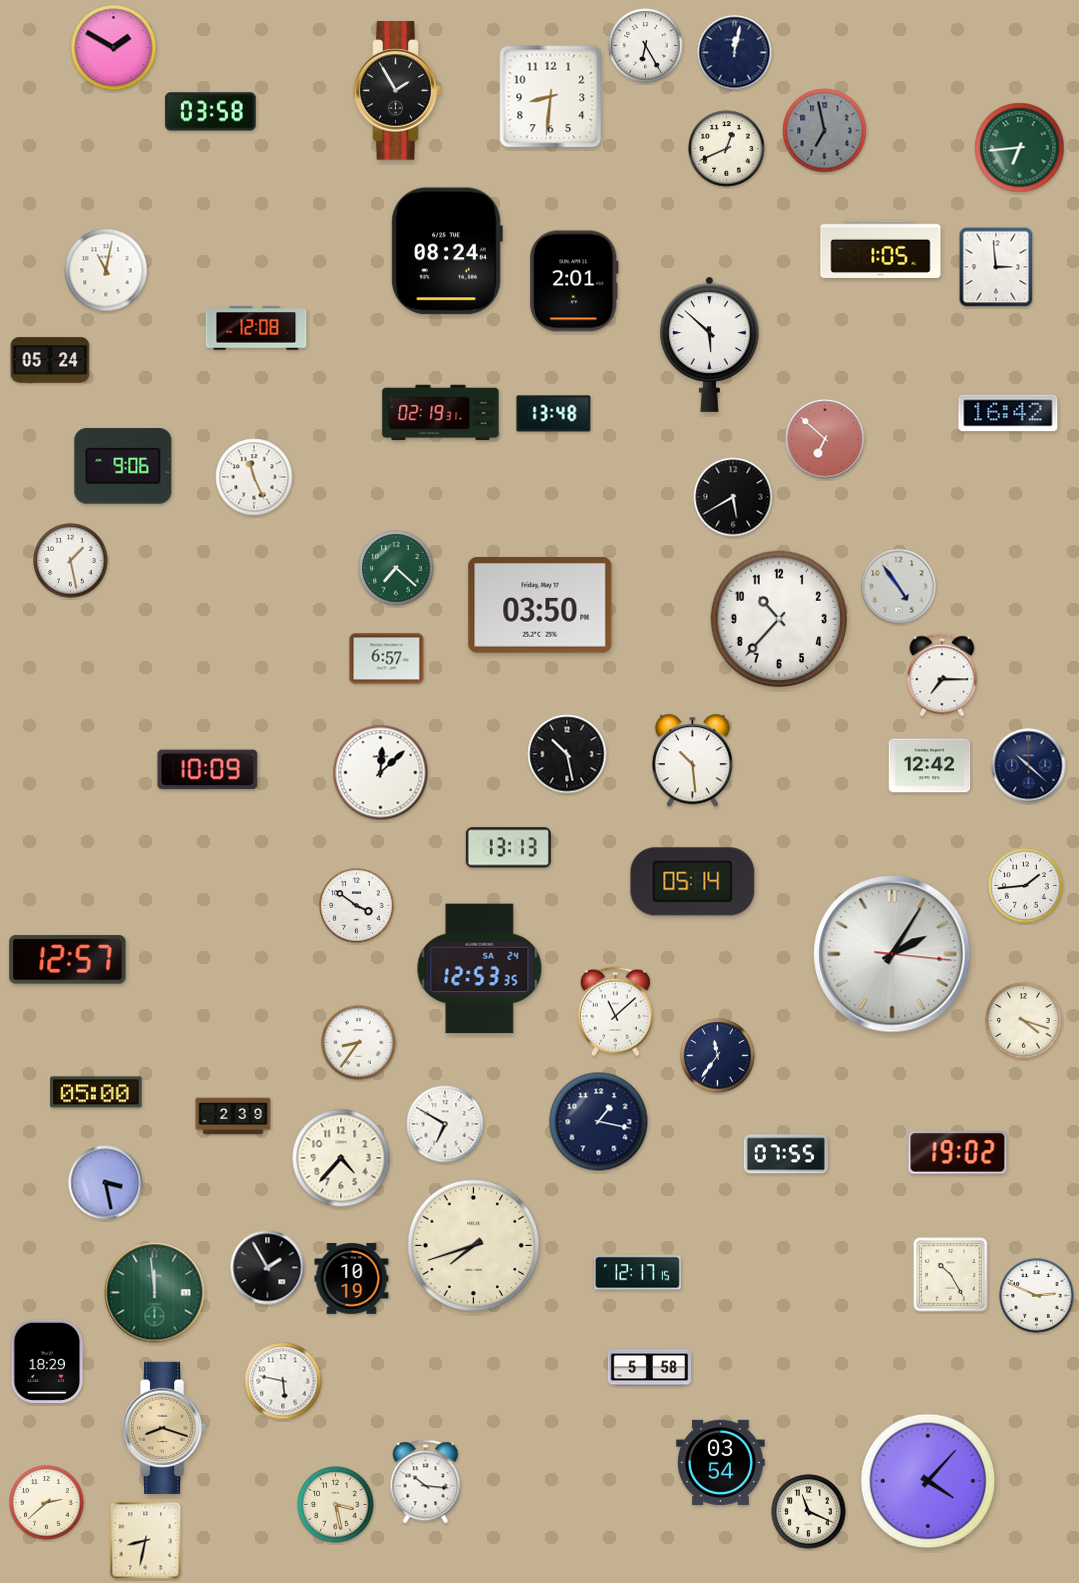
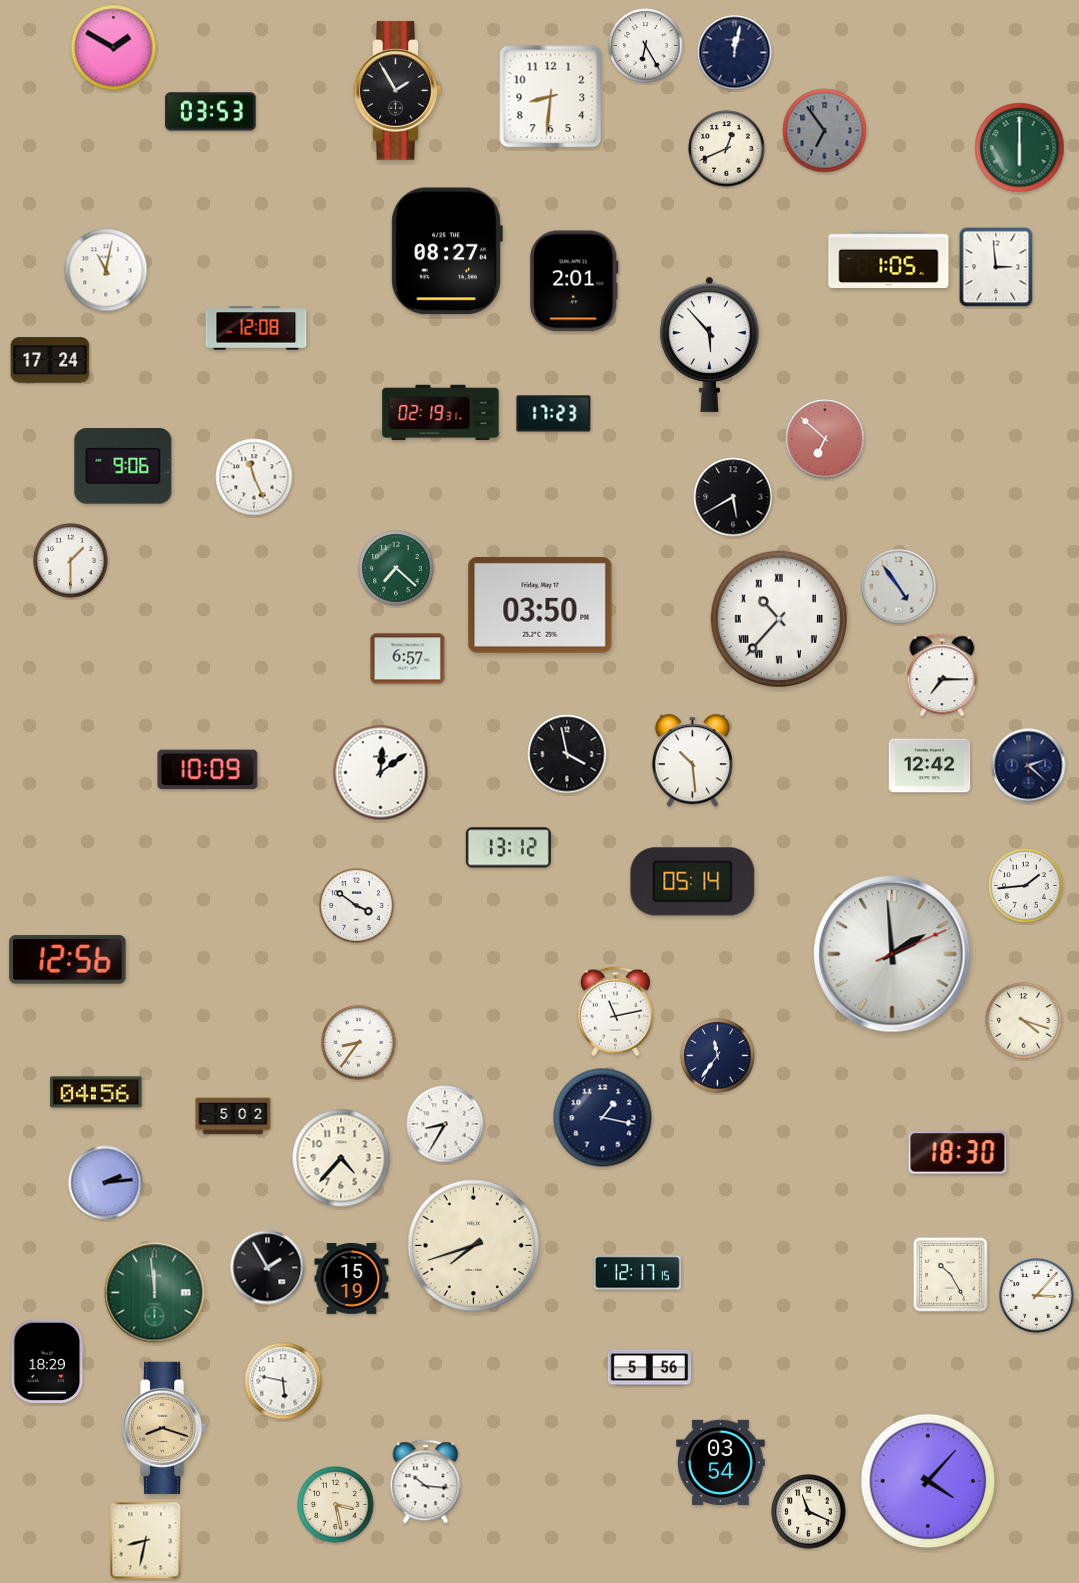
clock at (211, 112): 03:58 -> 03:53
clock at (825, 131): 6:58 -> 6:54
clock at (1020, 148): 6:44 -> 6:00
clock at (881, 249) position: (881, 249) -> (889, 259)
clock at (447, 251): 08:24 -> 08:27
clock at (710, 344): 5:52 -> 5:53
clock at (50, 360): 05:24 -> 17:24
clock at (1008, 413): 16:42 -> none
clock at (554, 414): 13:48 -> 17:23
clock at (71, 561): 1:28 -> 1:30
clock at (778, 618) numerals: Arabic -> Roman
clock at (387, 659) position: (387, 659) -> (408, 659)
clock at (567, 754): 10:28 -> 3:58
clock at (1029, 766): 10:22 -> 2:22
clock at (381, 773): 12:08 -> 12:09
clock at (508, 848): 13:13 -> 13:12
clock at (892, 954): 2:05 -> 1:59
clock at (68, 960): 12:57 -> 12:56
clock at (480, 969): 12:53 -> none
clock at (615, 1012): 11:08 -> 11:13
clock at (96, 1092): 05:00 -> 04:56
clock at (233, 1116): 2:39 -> 5:02
clock at (599, 1122) position: (599, 1122) -> (603, 1118)
clock at (445, 1124): 6:50 -> 8:35
clock at (958, 1153): 19:02 -> 18:30
clock at (786, 1154): 07:55 -> none
clock at (106, 1183): 3:28 -> 2:14
clock at (352, 1279): 10:19 -> 15:19
clock at (1037, 1296): 2:49 -> 3:07
clock at (650, 1368): 5:58 -> 5:56
clock at (47, 1503): 2:38 -> none
